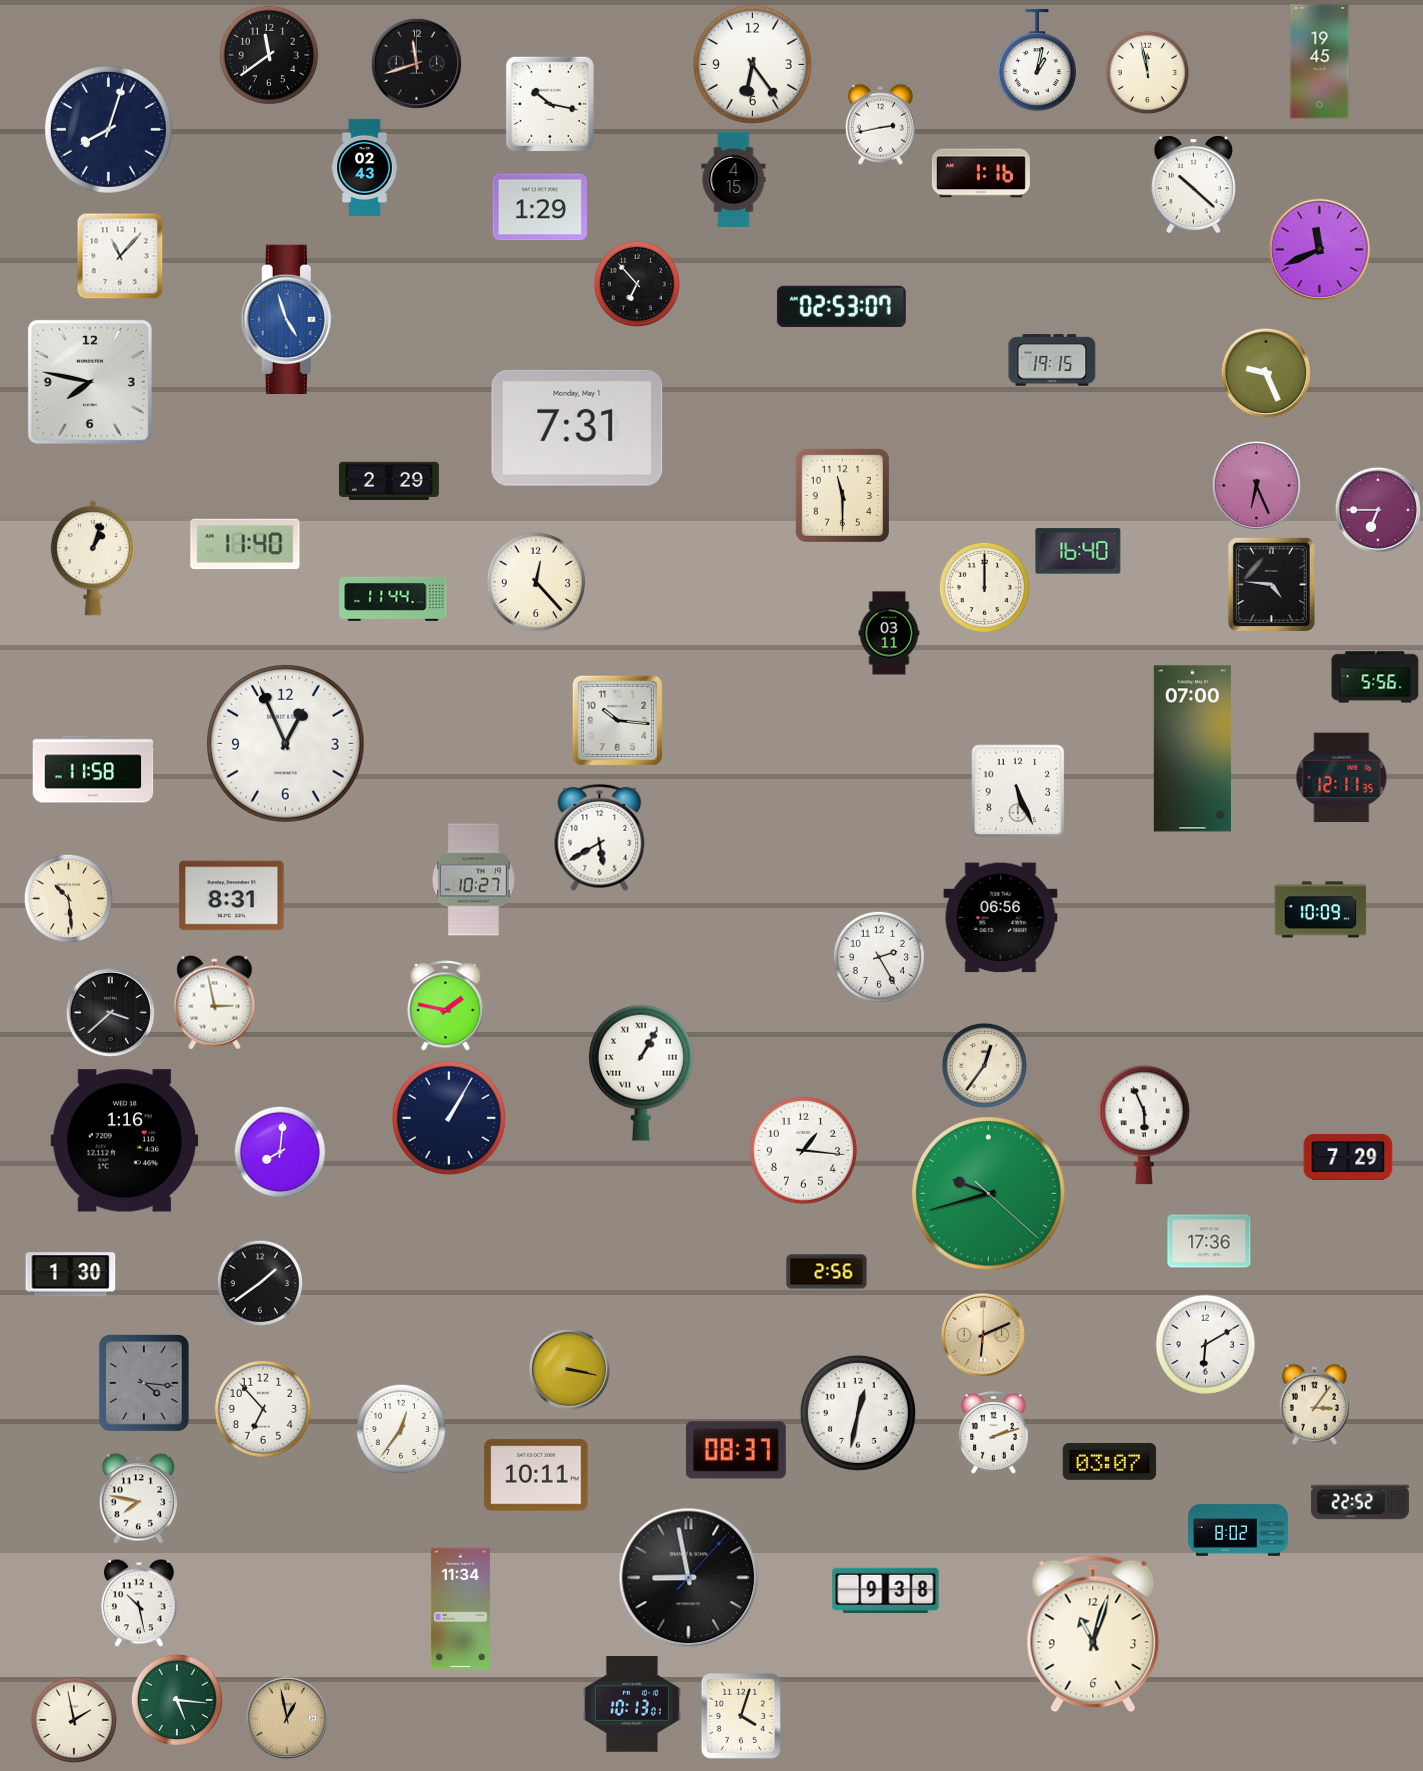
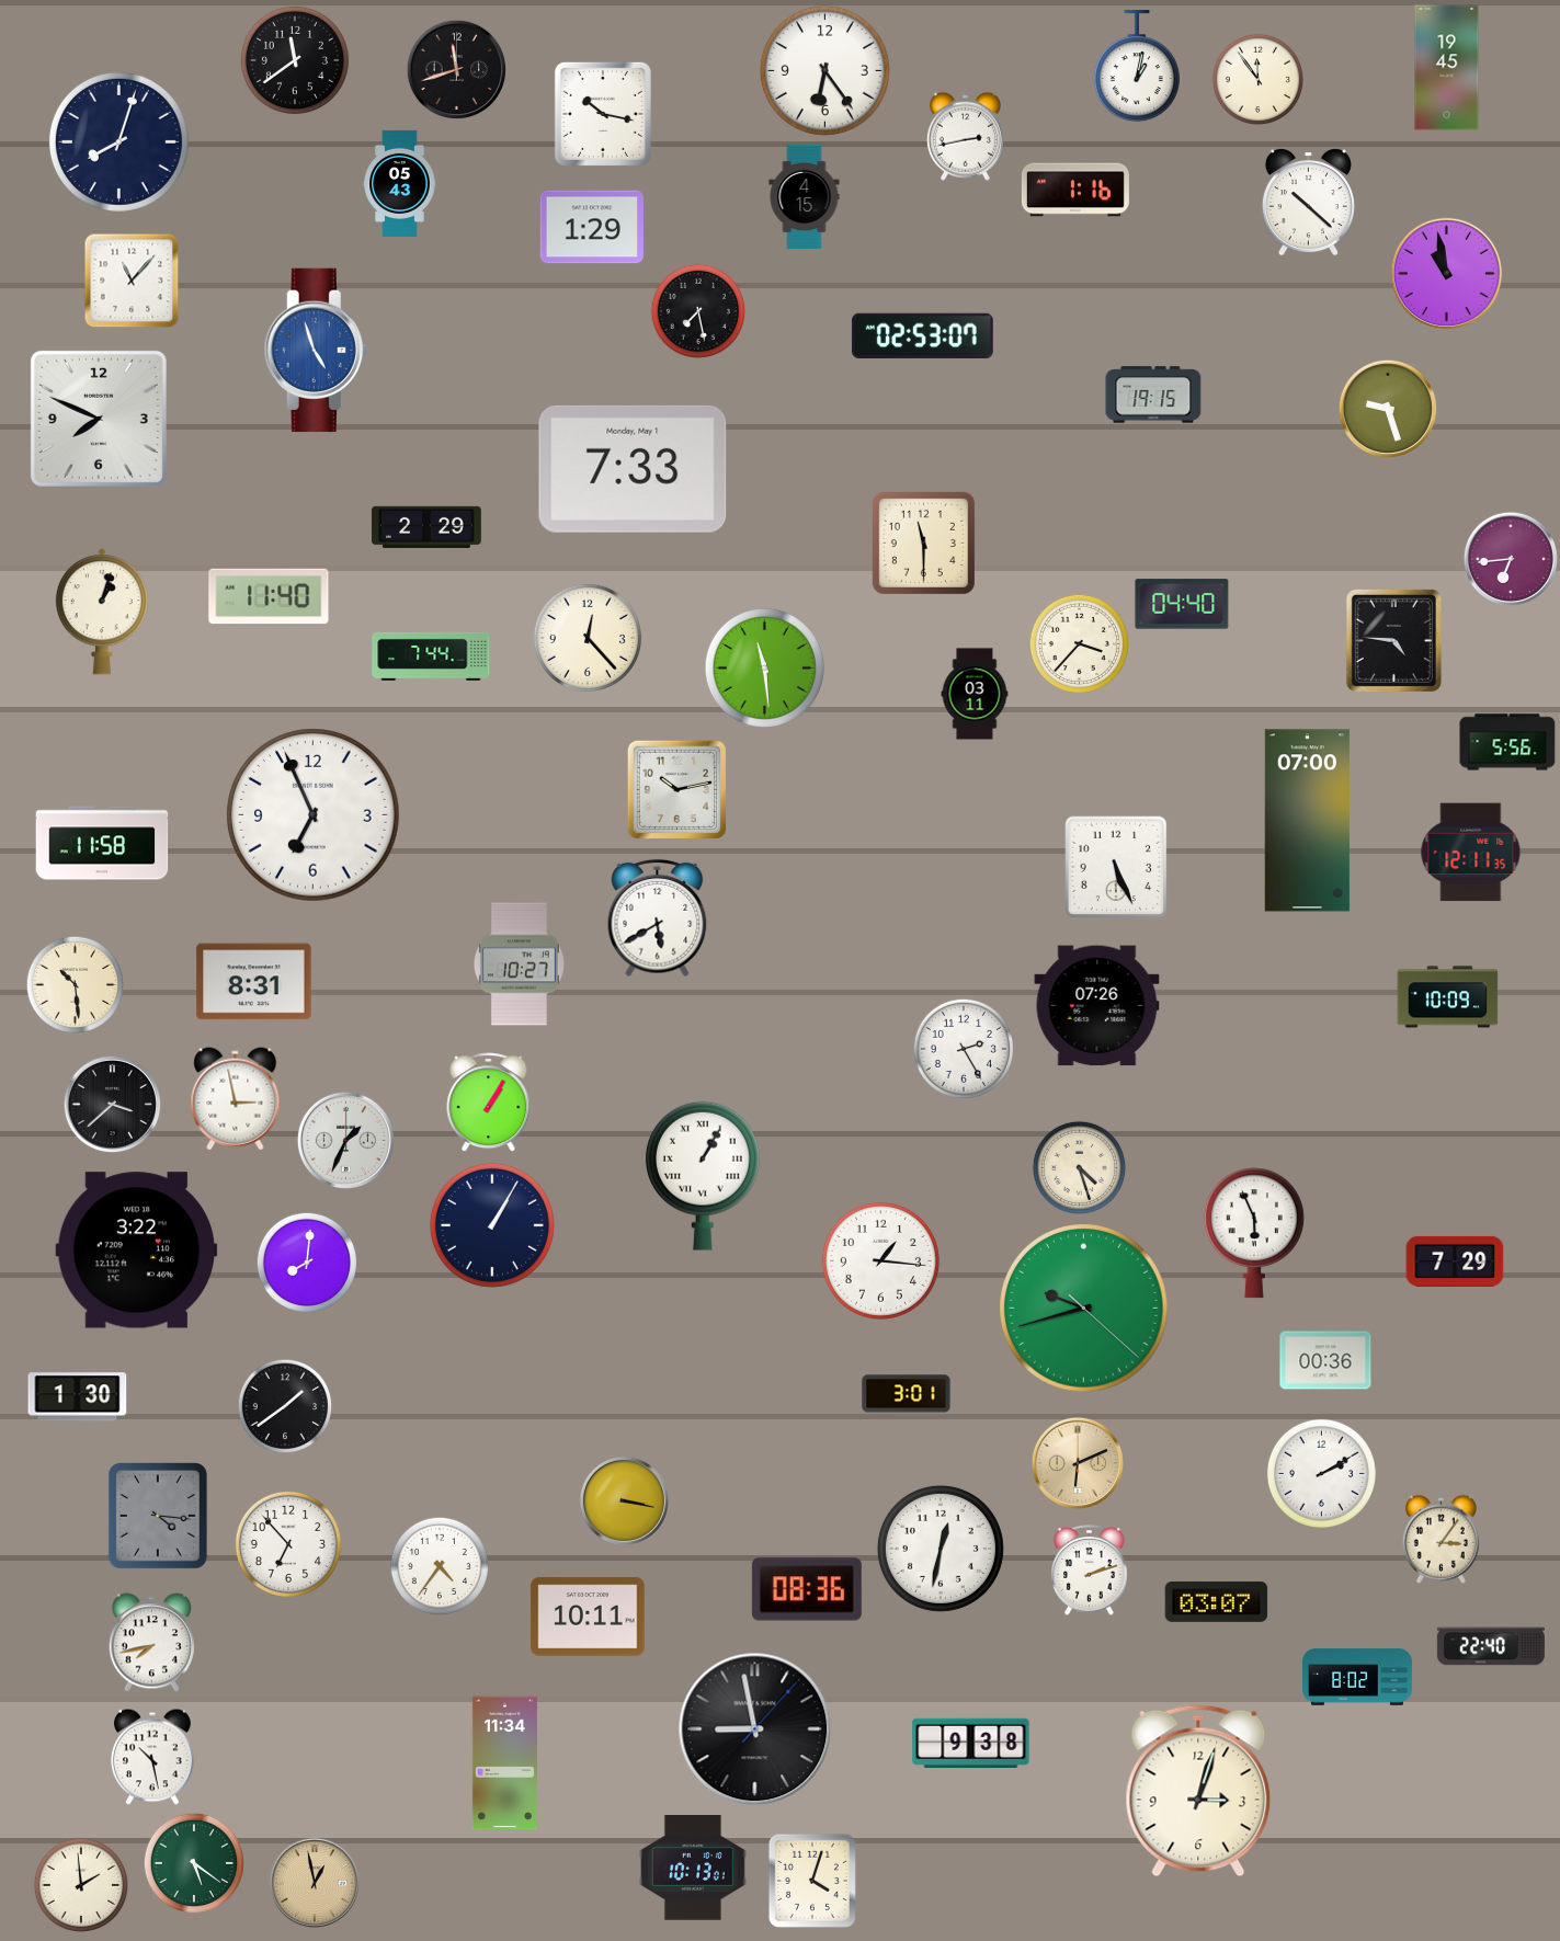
clock at (1148, 73): 11:58 -> 11:54
clock at (365, 167): 02:43 -> 05:43
clock at (1320, 250): 11:41 -> 10:58
clock at (637, 284): 6:53 -> 7:28
clock at (1265, 372): 9:26 -> 9:27
clock at (90, 382): 7:47 -> 7:49
clock at (577, 428): 7:31 -> 7:33
clock at (1256, 485): 6:26 -> none
clock at (1378, 510): 6:45 -> 6:44
clock at (1078, 551): 16:40 -> 04:40
clock at (984, 587): 12:00 -> 3:37
clock at (393, 599): 11:44 -> 7:44
clock at (764, 667): none -> 11:29
clock at (618, 721): 10:16 -> 10:13
clock at (286, 744): 12:56 -> 6:56
clock at (1001, 918): 06:56 -> 07:26
clock at (446, 1006): 1:47 -> 1:05
clock at (110, 1012) position: (110, 1012) -> (112, 1104)
clock at (345, 1140): none -> 1:34
clock at (985, 1066): 12:36 -> 4:27
clock at (125, 1141): 1:16 -> 3:22
clock at (1348, 1157) position: (1348, 1157) -> (1455, 1261)
clock at (1209, 1241): 17:36 -> 00:36
clock at (827, 1272): 2:56 -> 3:01
clock at (1205, 1344): 6:10 -> 2:10
clock at (400, 1428): 12:36 -> 4:36
clock at (736, 1450): 08:37 -> 08:36
clock at (138, 1499): 7:47 -> 7:43
clock at (1360, 1502): 22:52 -> 22:40
clock at (1093, 1634): 11:03 -> 3:03
clock at (176, 1699): 5:16 -> 5:21
clock at (74, 1720): 1:58 -> 1:59
